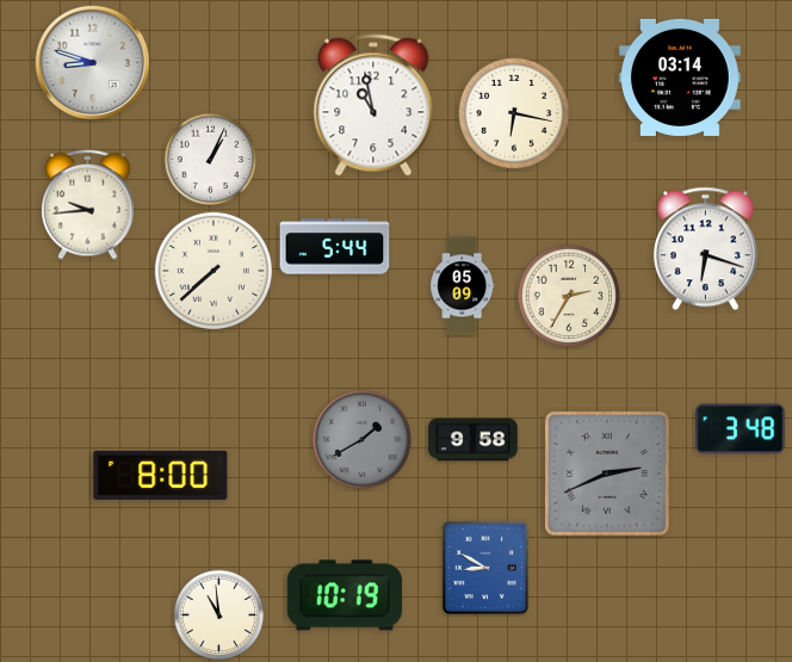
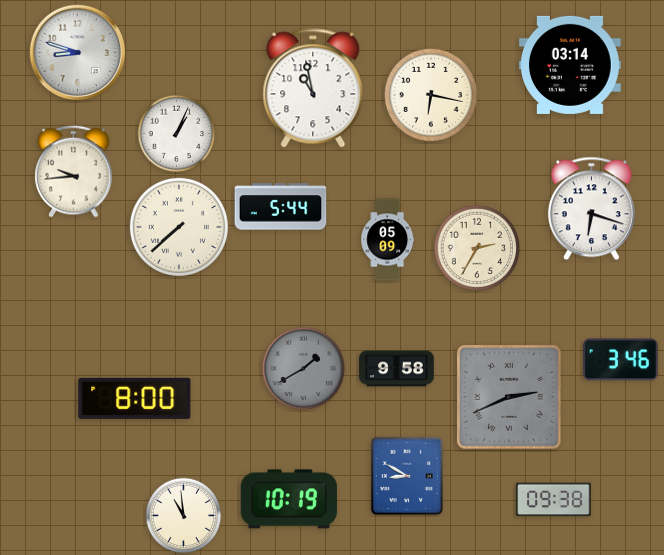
clock at (741, 429): 3:48 -> 3:46
clock at (554, 500): none -> 09:38
